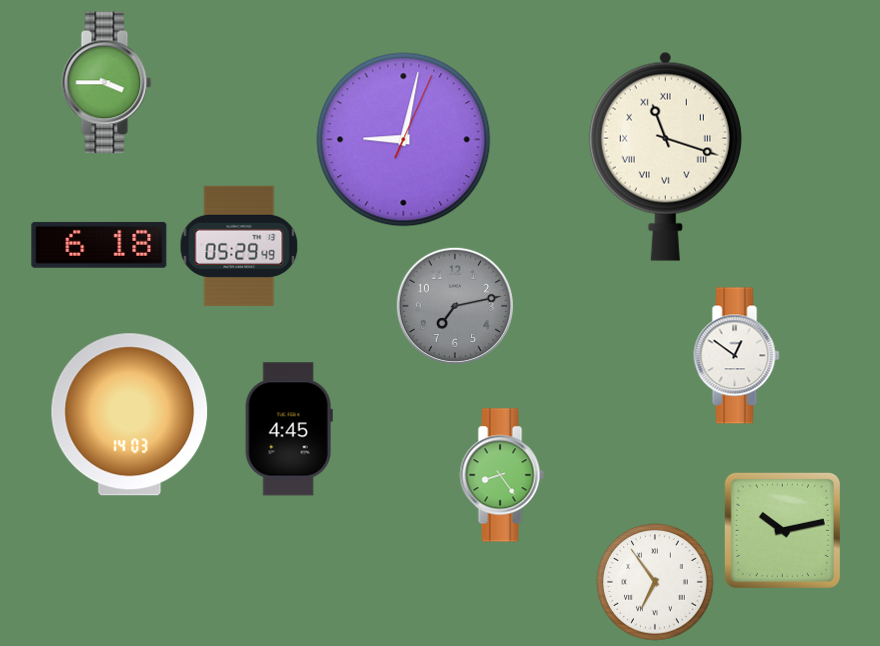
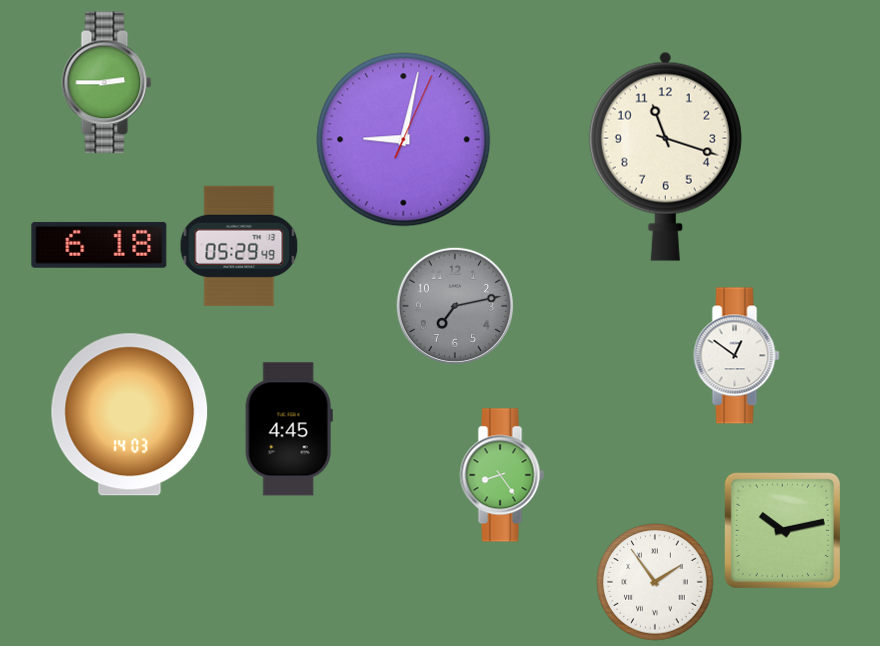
clock at (107, 83): 3:45 -> 2:45
clock at (665, 156) numerals: Roman -> Arabic
clock at (655, 582): 6:54 -> 1:54
